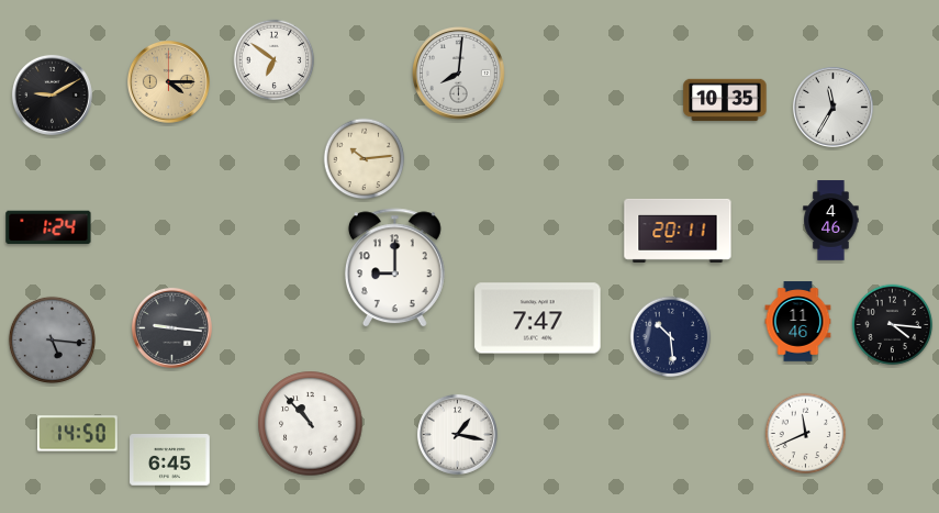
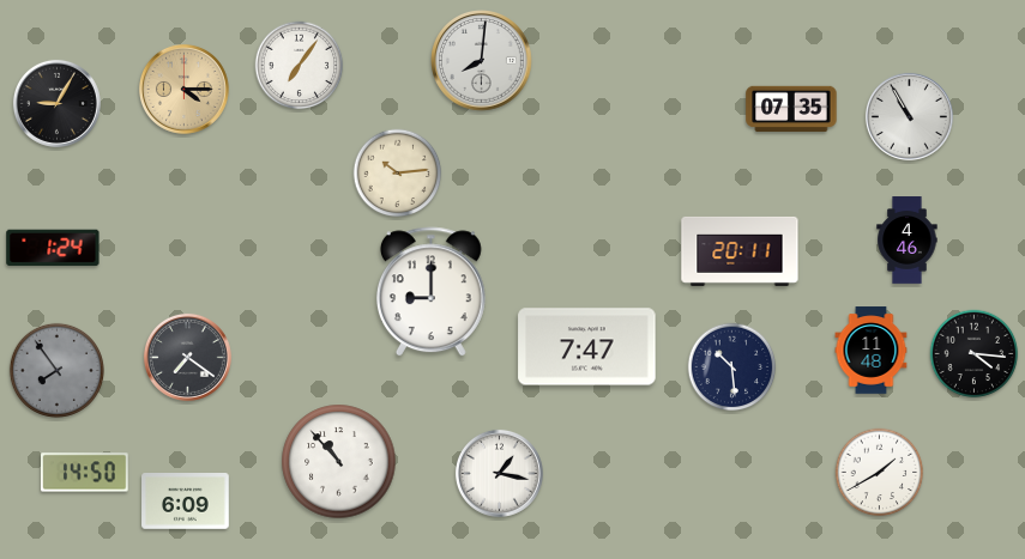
clock at (275, 60): 6:51 -> 7:06
clock at (459, 74) position: (459, 74) -> (482, 61)
clock at (52, 94): 9:10 -> 9:05
clock at (725, 100): 10:35 -> 07:35
clock at (832, 107): 11:35 -> 10:55
clock at (798, 322): 11:46 -> 11:48
clock at (171, 327): 9:16 -> 7:21
clock at (52, 339): 5:16 -> 7:54
clock at (806, 434): 11:41 -> 1:40
clock at (170, 460): 6:45 -> 6:09
